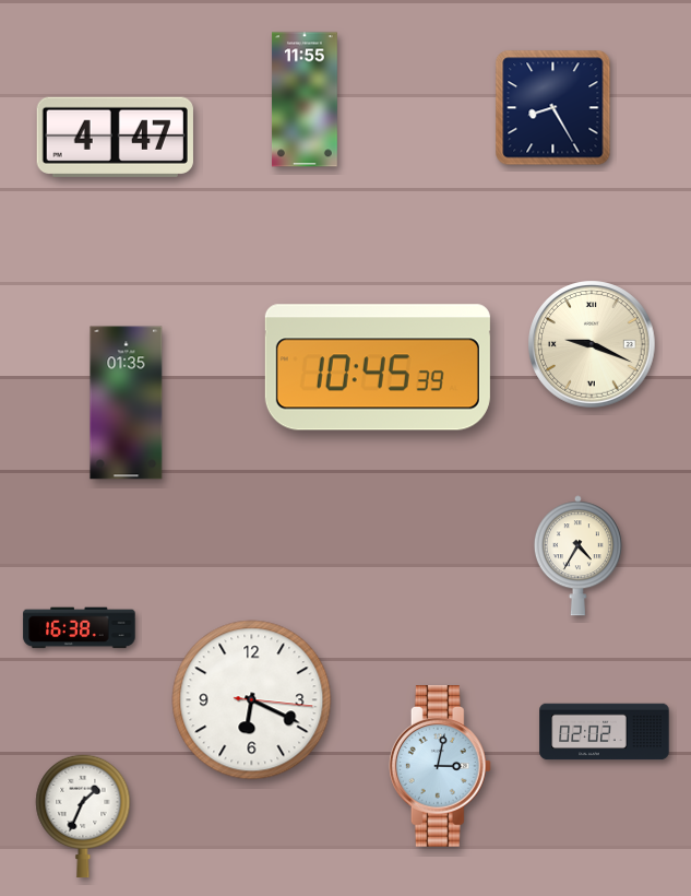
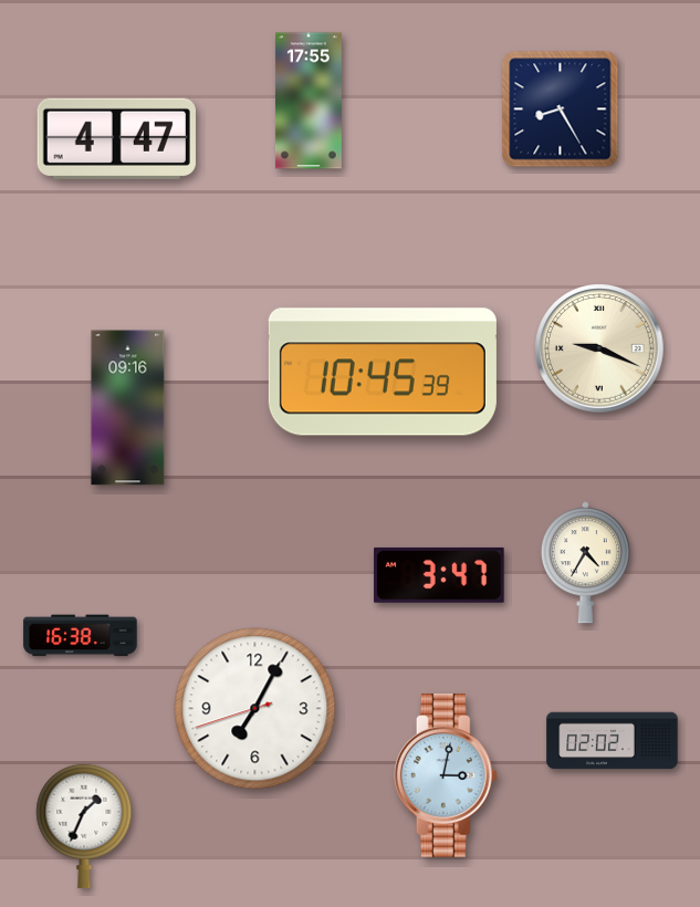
clock at (305, 99): 11:55 -> 17:55
clock at (127, 403): 01:35 -> 09:16
clock at (439, 575): none -> 3:47
clock at (252, 700): 6:19 -> 7:04
